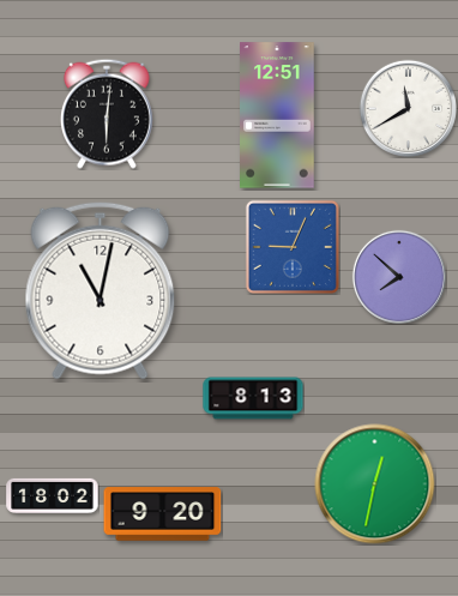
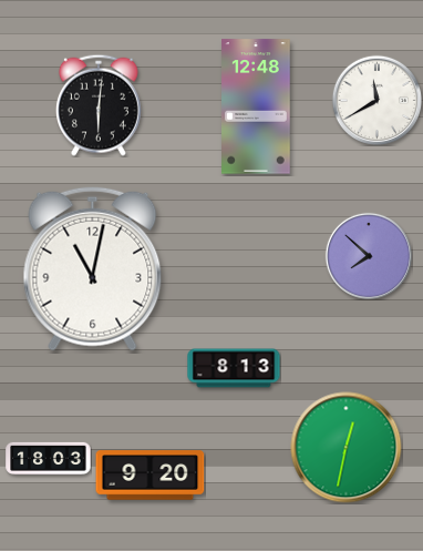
clock at (278, 115): 12:51 -> 12:48
clock at (293, 247): 9:04 -> none
clock at (53, 495): 18:02 -> 18:03
